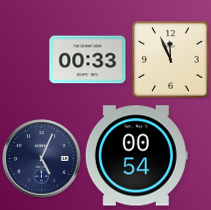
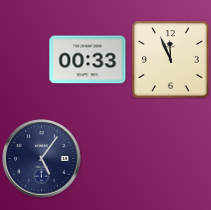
clock at (136, 156): 00:54 -> none
clock at (42, 159): 5:04 -> 5:06
